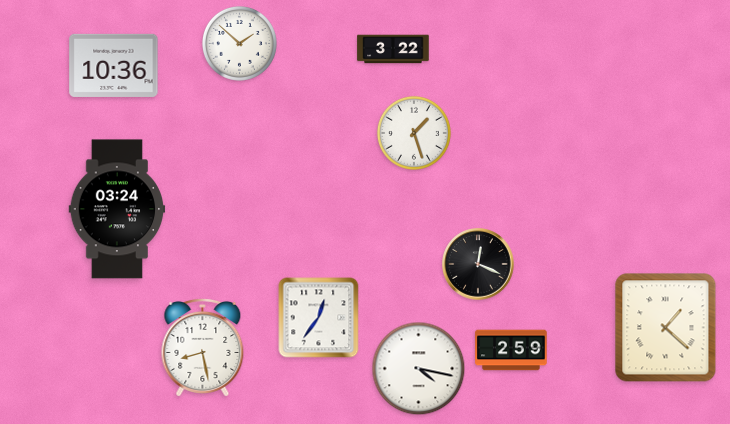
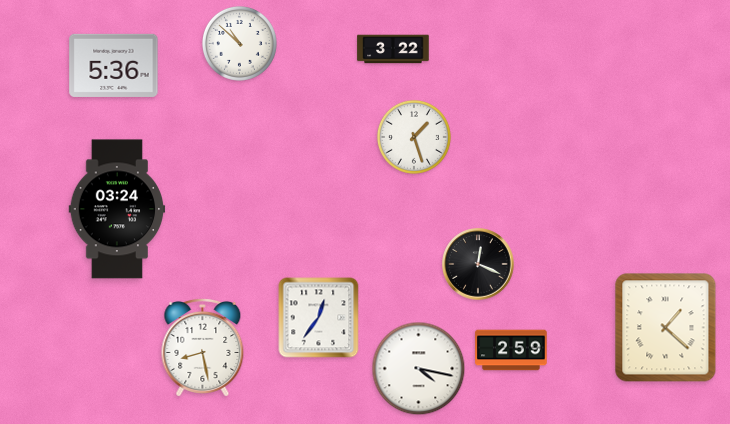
clock at (239, 43): 1:52 -> 10:52
clock at (114, 65): 10:36 -> 5:36
clock at (414, 133) position: (414, 133) -> (414, 137)
